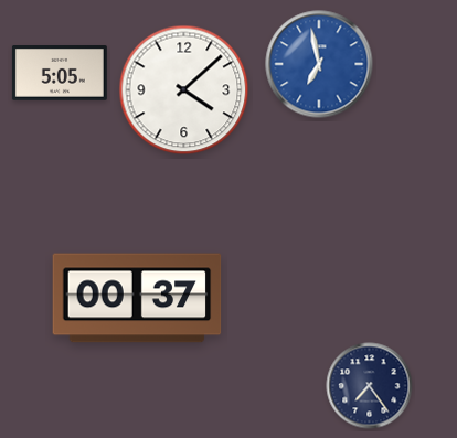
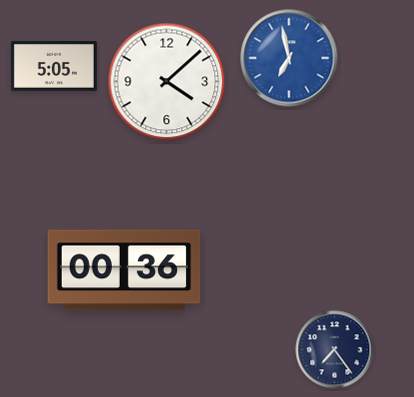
clock at (137, 298): 00:37 -> 00:36
